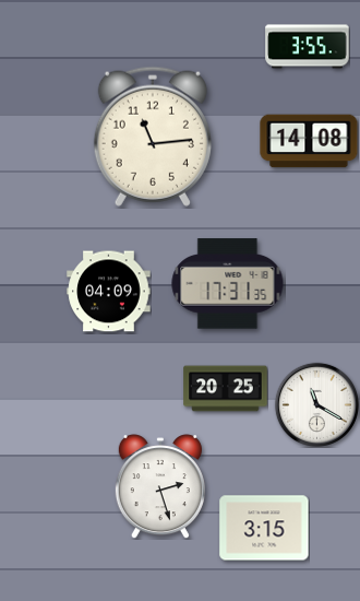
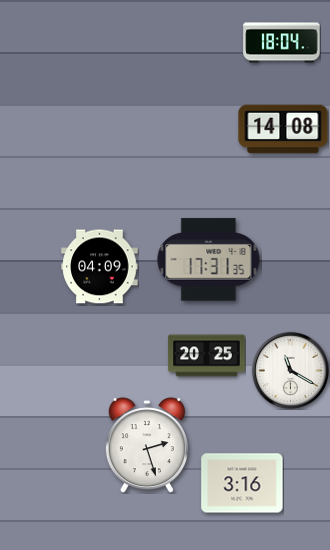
clock at (308, 47): 3:55 -> 18:04
clock at (153, 137): 11:14 -> none
clock at (264, 528): 3:15 -> 3:16
